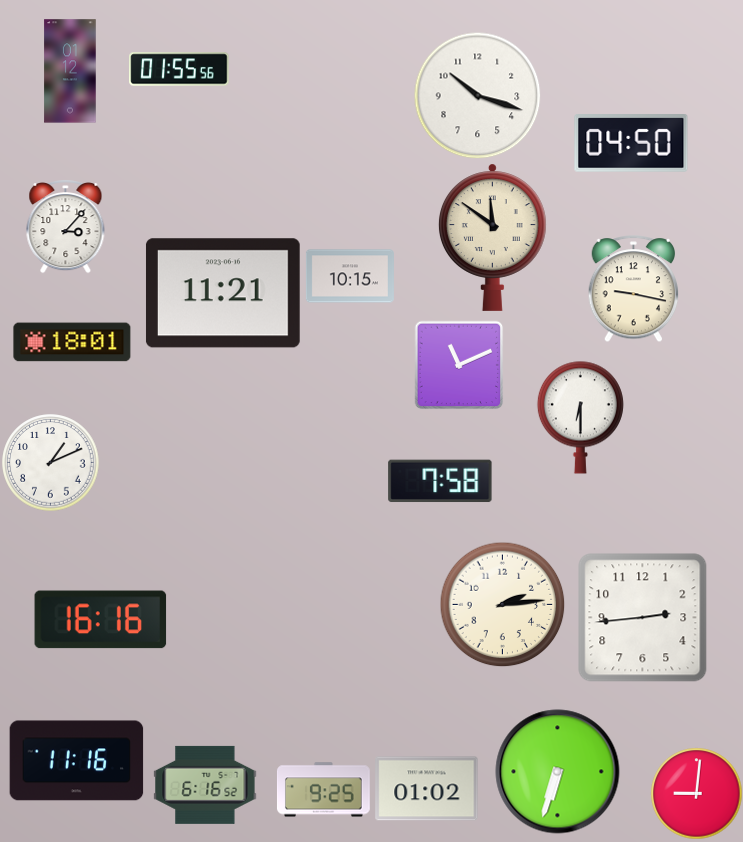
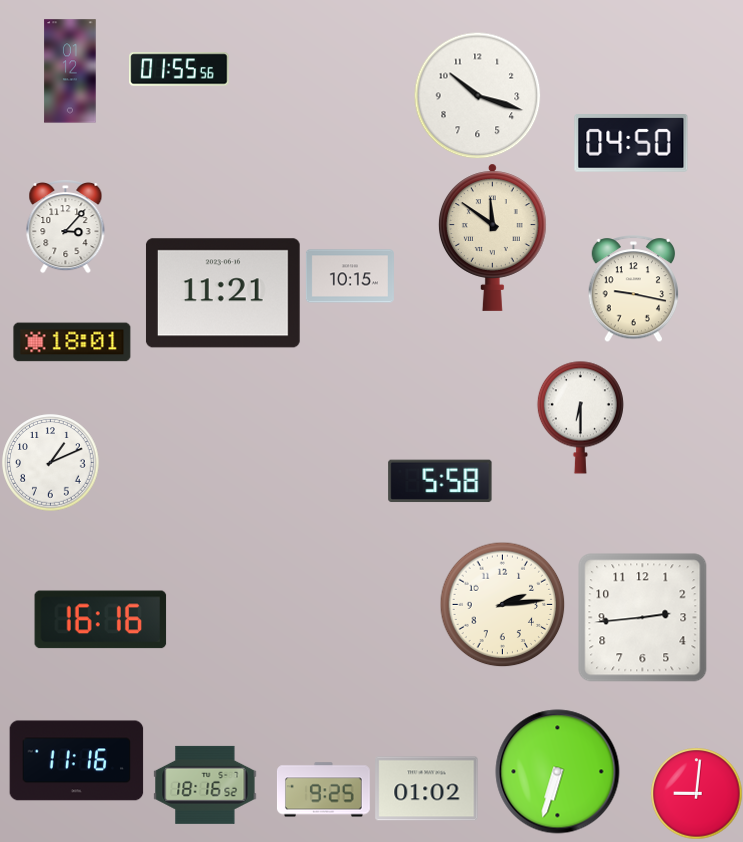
clock at (459, 365): 11:11 -> none
clock at (440, 481): 7:58 -> 5:58
clock at (205, 785): 6:16 -> 18:16
